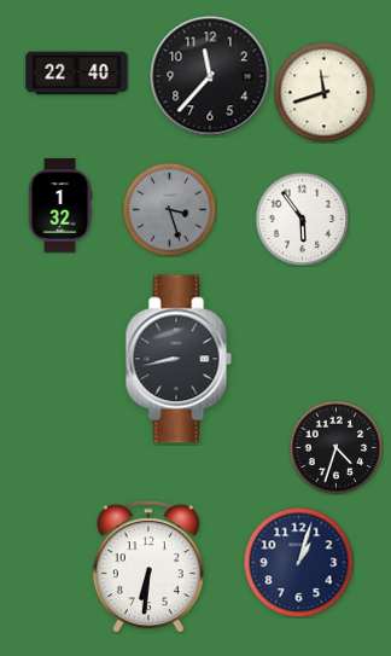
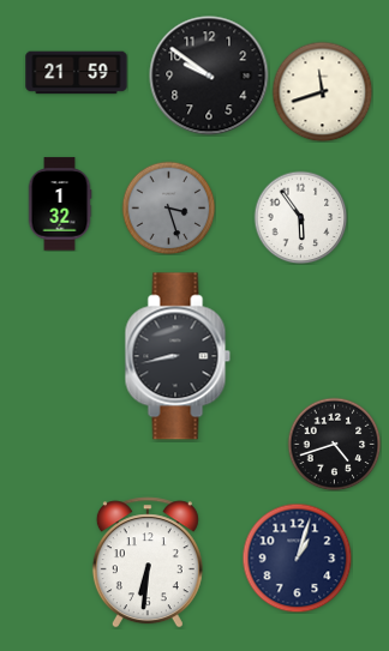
clock at (77, 74): 22:40 -> 21:59
clock at (210, 76): 11:37 -> 9:51
clock at (335, 447): 4:33 -> 4:42
